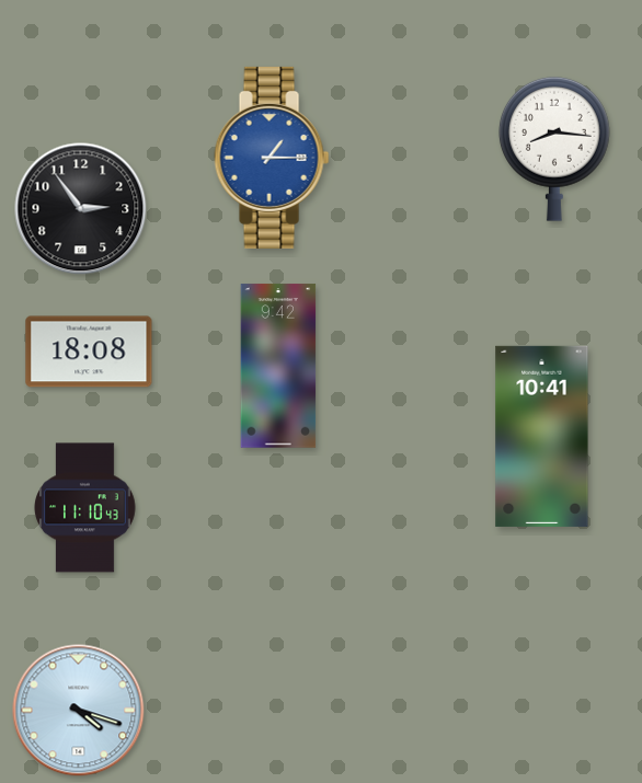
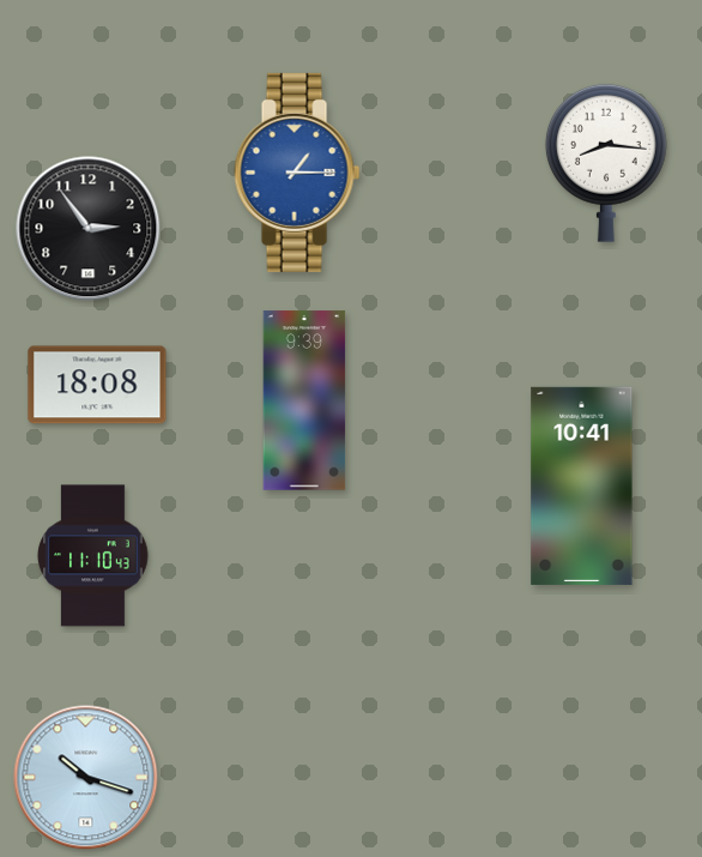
clock at (278, 366): 9:42 -> 9:39
clock at (542, 436) position: (542, 436) -> (582, 485)
clock at (79, 711): 4:18 -> 10:18
